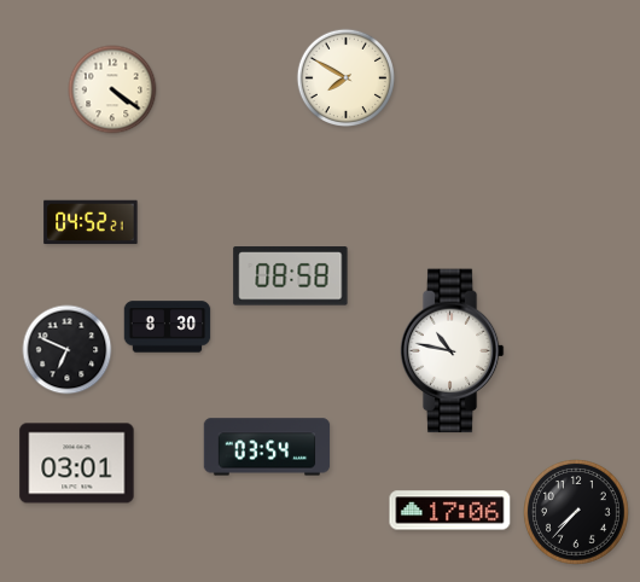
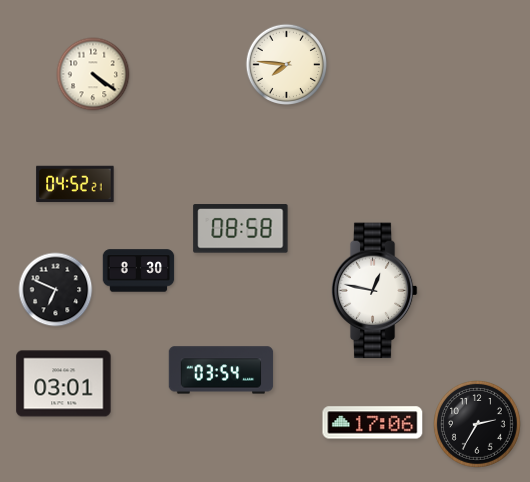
clock at (347, 78): 7:50 -> 7:46
clock at (452, 351): 10:47 -> 12:47
clock at (577, 513): 7:37 -> 2:35
